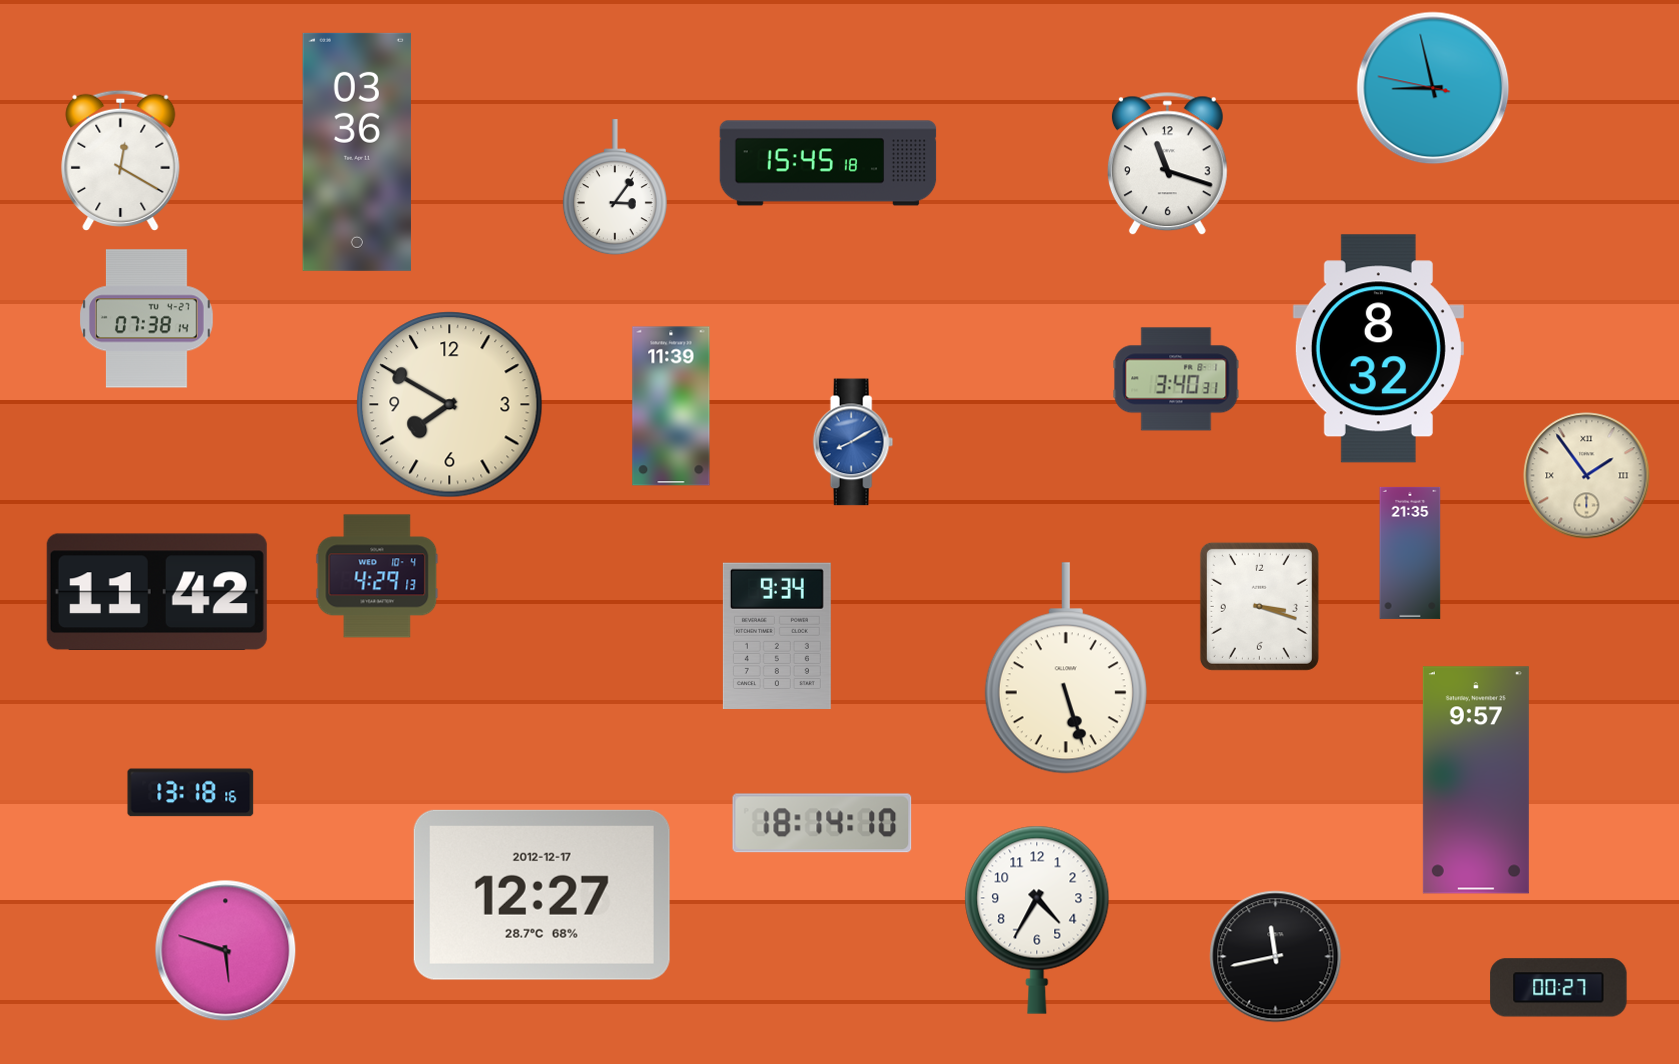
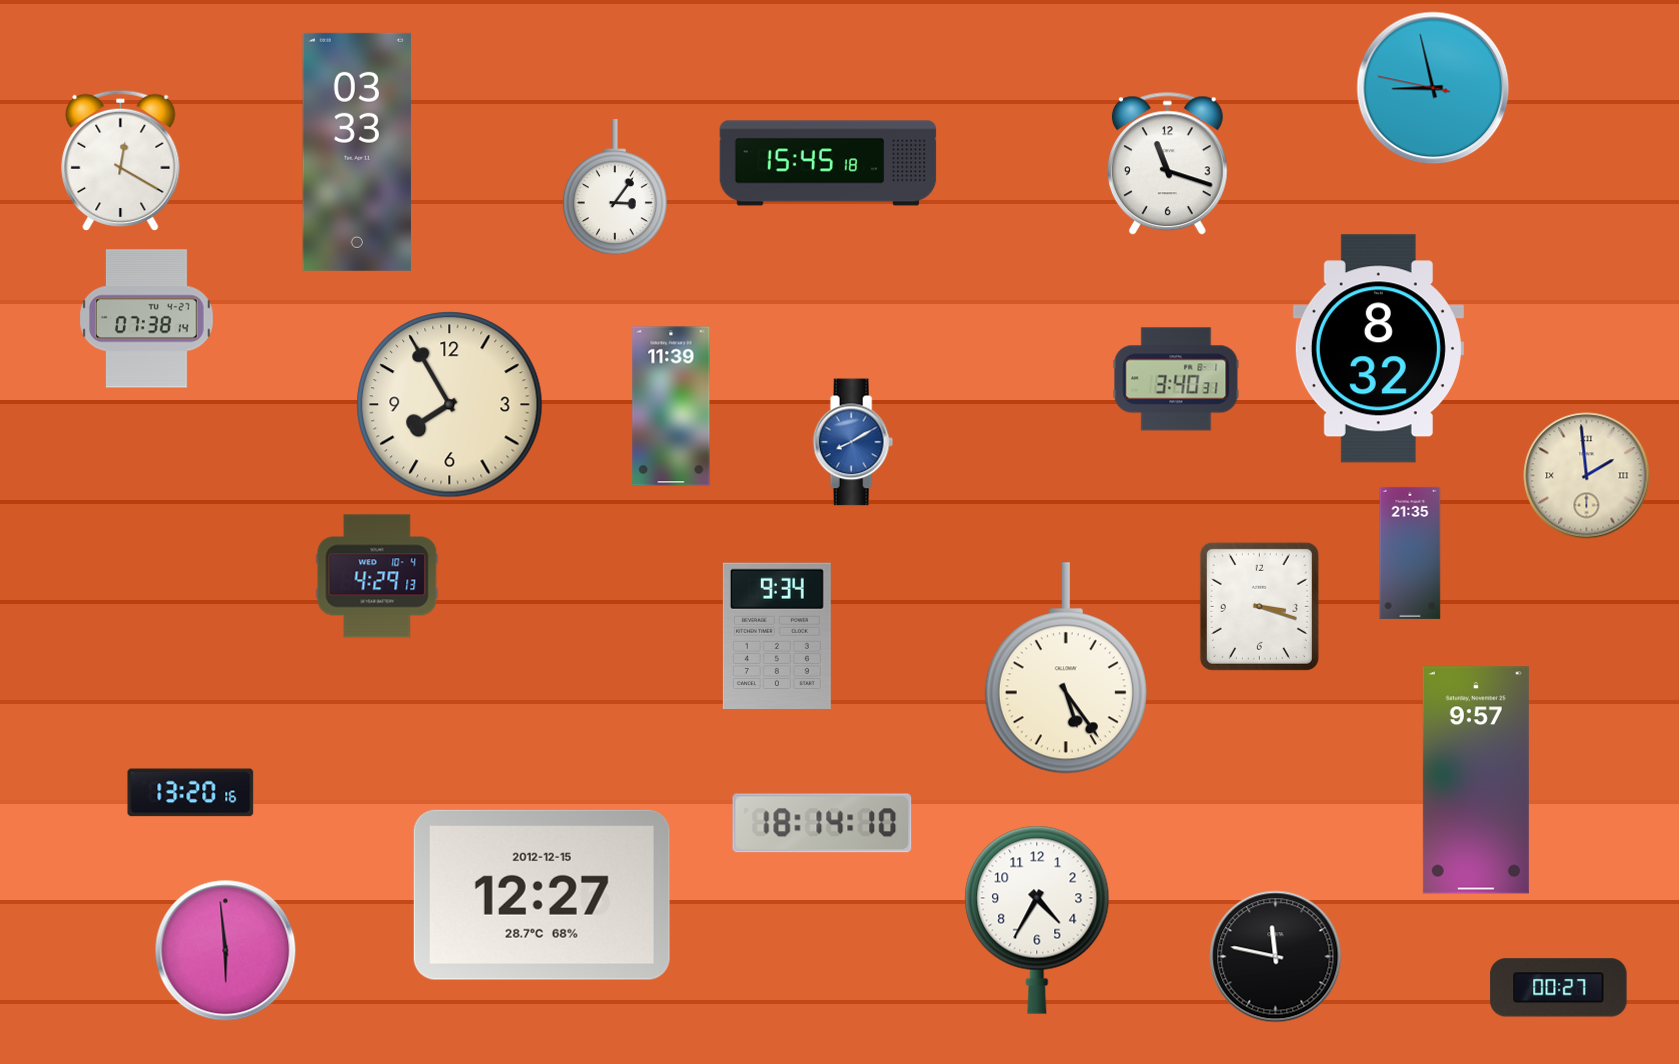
clock at (357, 152): 03:36 -> 03:33
clock at (450, 405): 7:50 -> 7:55
clock at (1587, 476): 1:54 -> 1:59
clock at (157, 591): 11:42 -> none
clock at (1066, 668): 5:27 -> 5:24
clock at (191, 793): 13:18 -> 13:20
clock at (542, 895) date: 2012-12-17 -> 2012-12-15
clock at (226, 951): 5:48 -> 5:59
clock at (1276, 957): 11:43 -> 11:47
